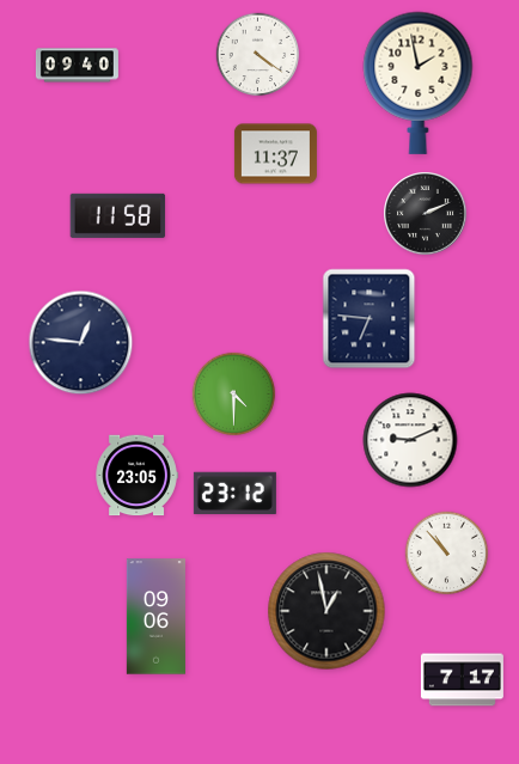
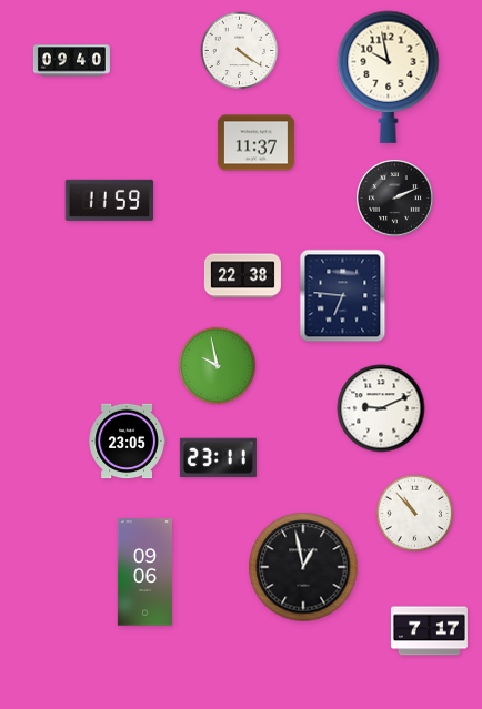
clock at (419, 82): 1:58 -> 9:58
clock at (118, 215): 11:58 -> 11:59
clock at (242, 276): none -> 22:38
clock at (81, 343): 12:46 -> none
clock at (234, 395): 4:30 -> 9:58
clock at (234, 494): 23:12 -> 23:11
